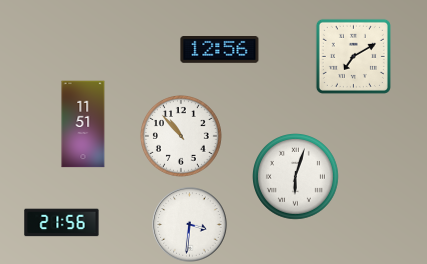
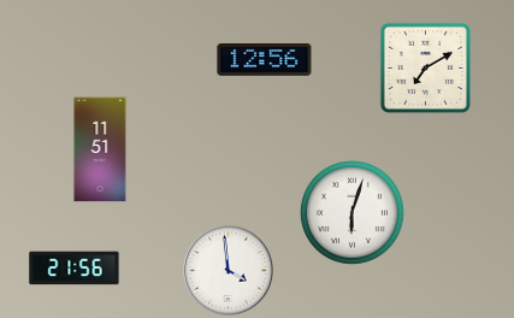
clock at (181, 136): 10:53 -> none
clock at (296, 177) position: (296, 177) -> (353, 213)
clock at (190, 225): 3:31 -> 3:59
